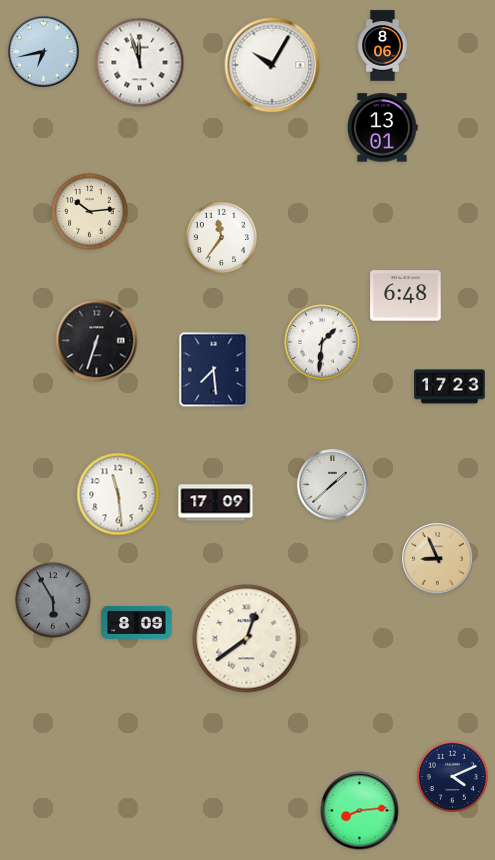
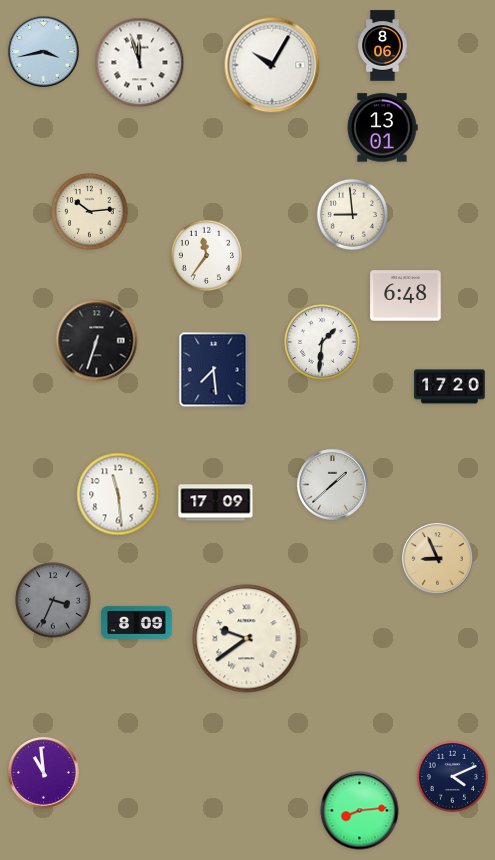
clock at (44, 52): 6:43 -> 3:43
clock at (352, 214): none -> 8:59
clock at (221, 237) position: (221, 237) -> (206, 255)
clock at (450, 387): 17:23 -> 17:20
clock at (53, 600): 5:55 -> 3:34
clock at (247, 639): 12:39 -> 9:39
clock at (44, 773): none -> 10:59
